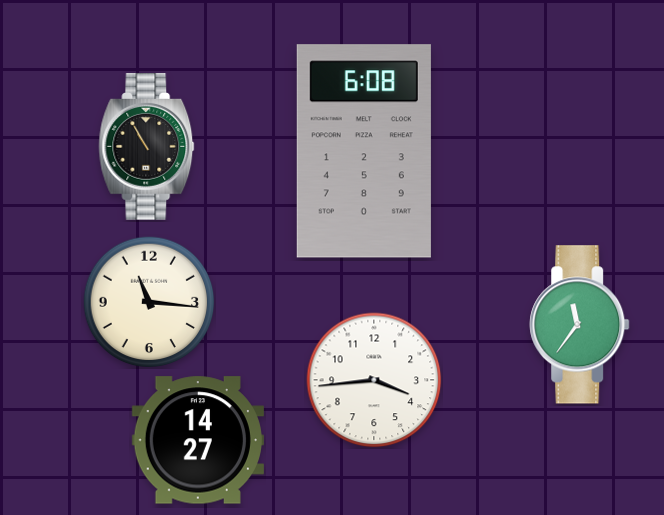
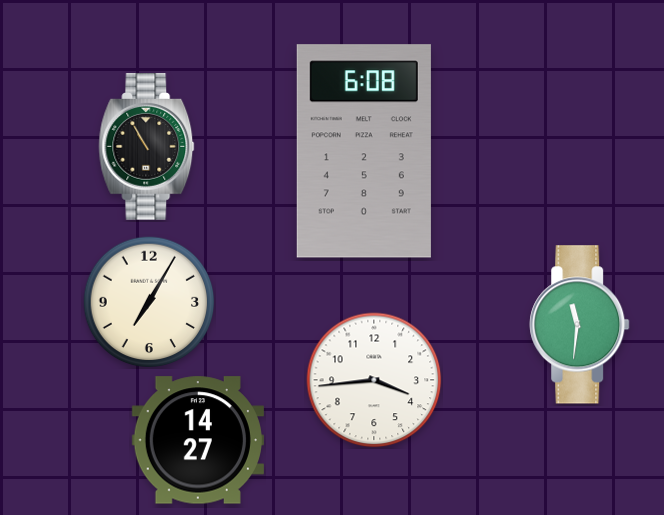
clock at (149, 302): 11:16 -> 7:05
clock at (580, 325): 11:36 -> 11:31
